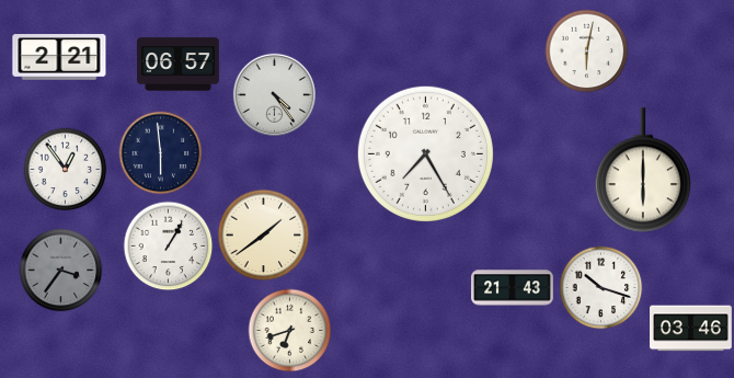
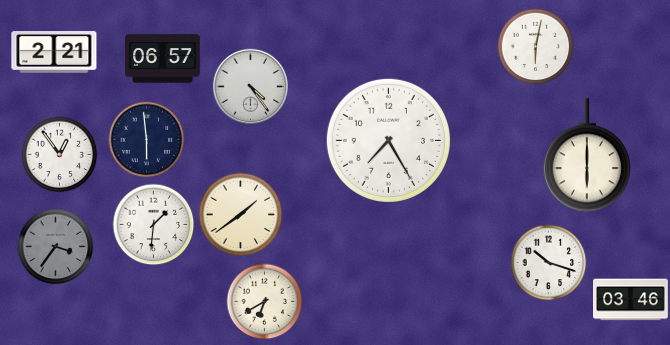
clock at (169, 247): 1:05 -> 1:31
clock at (513, 288): 21:43 -> none
clock at (290, 331): 6:42 -> 6:40
